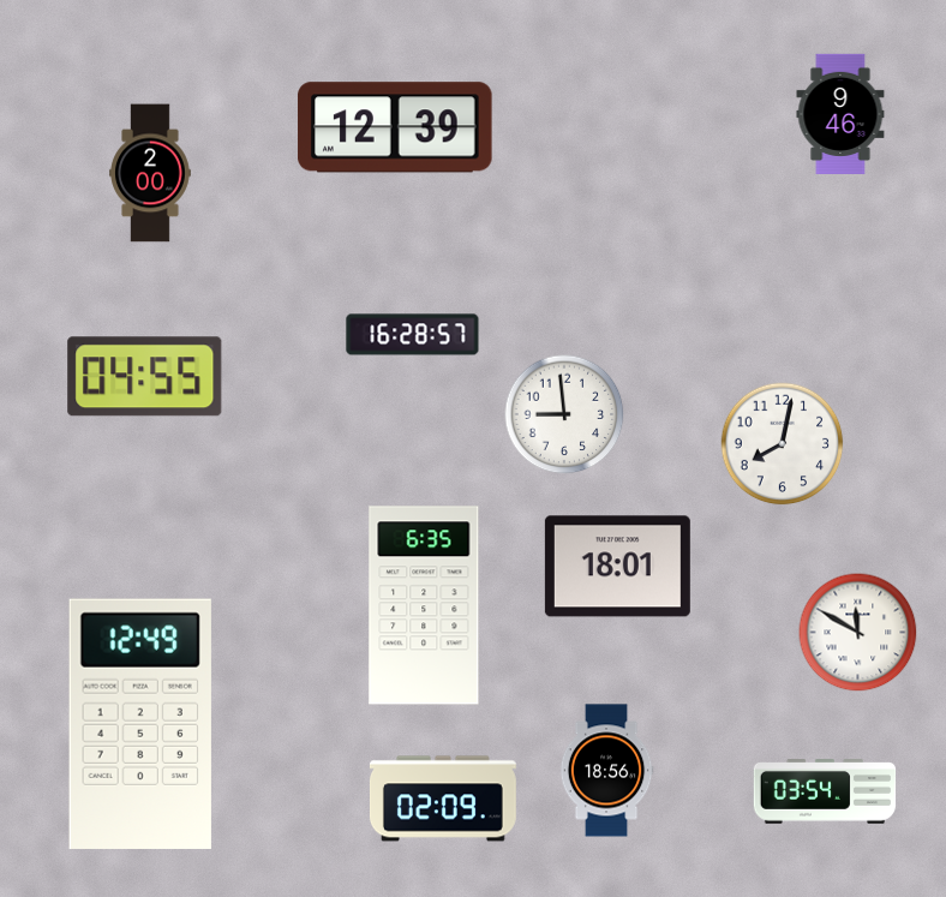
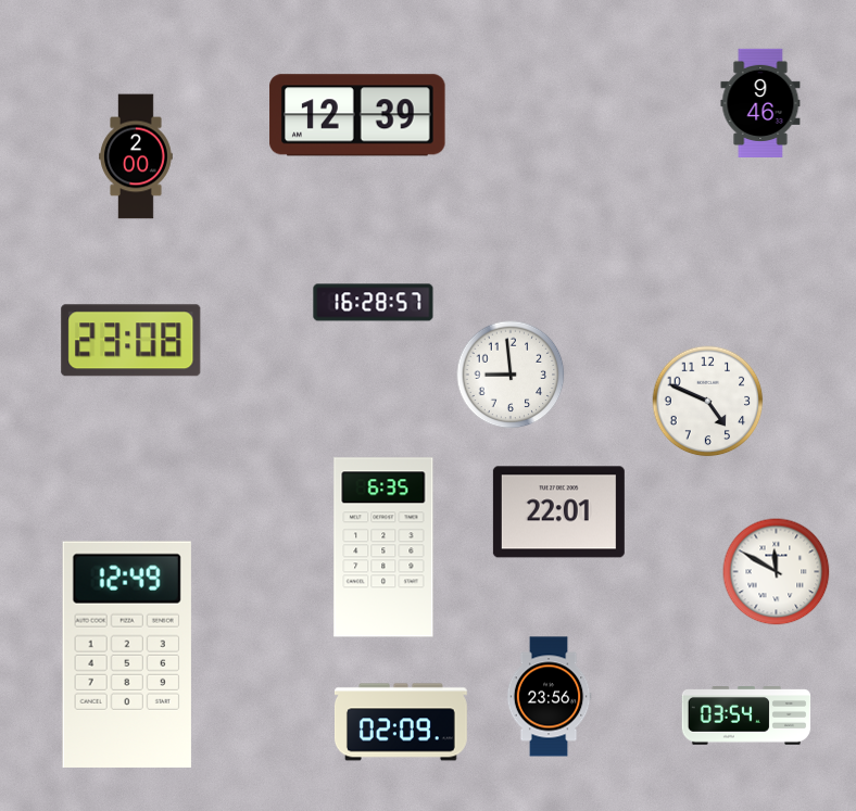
clock at (145, 377): 04:55 -> 23:08
clock at (783, 444): 8:02 -> 4:49
clock at (617, 567): 18:01 -> 22:01
clock at (606, 771): 18:56 -> 23:56
